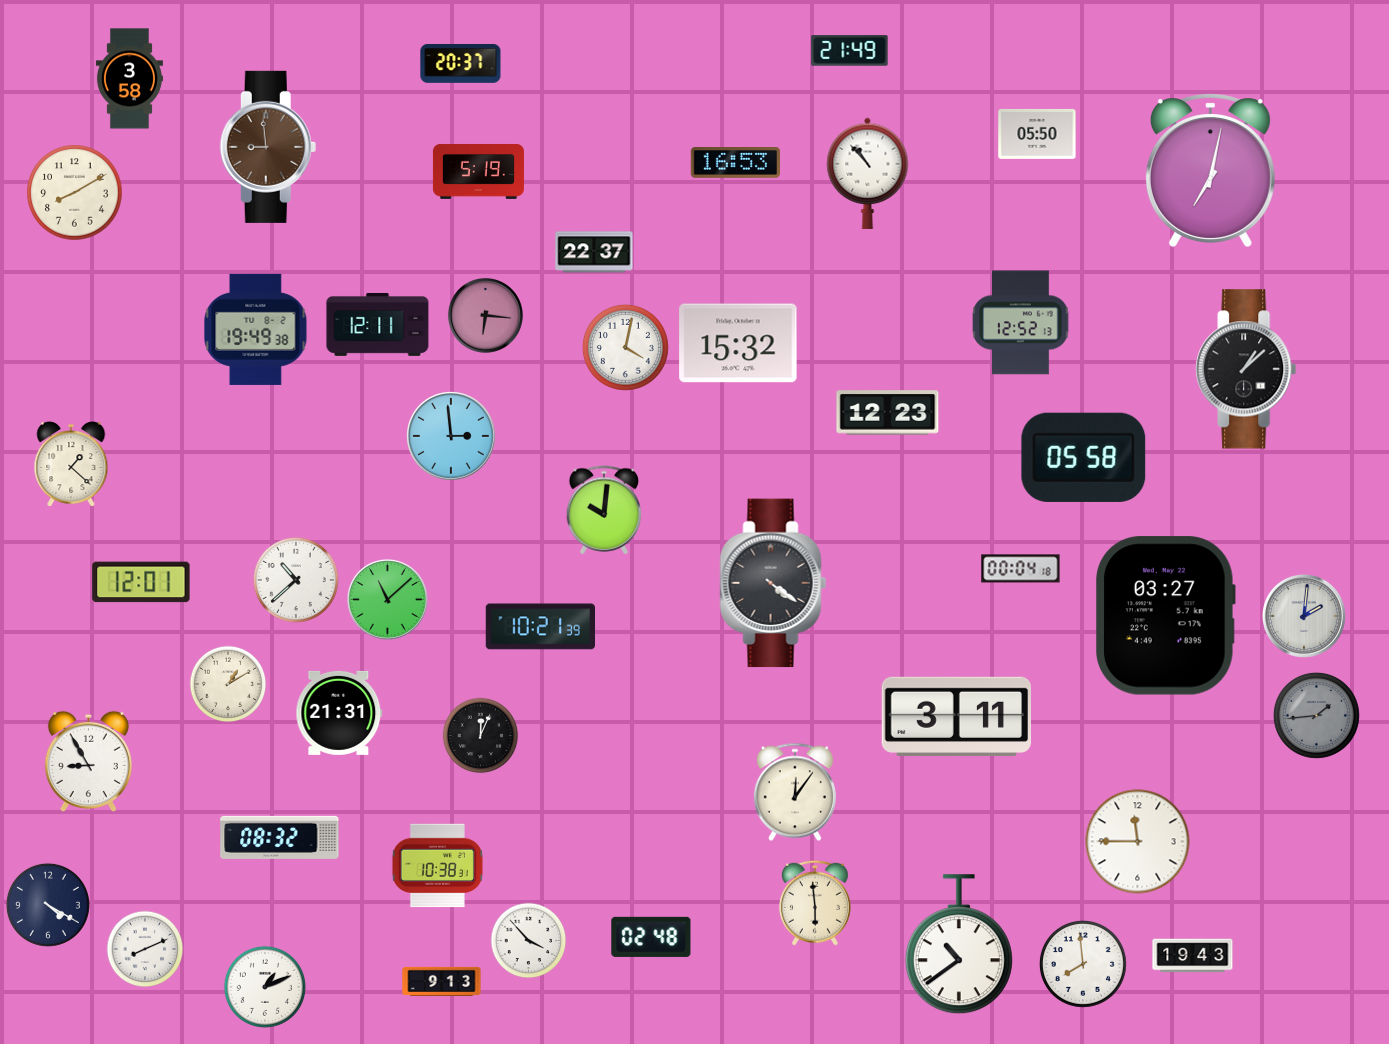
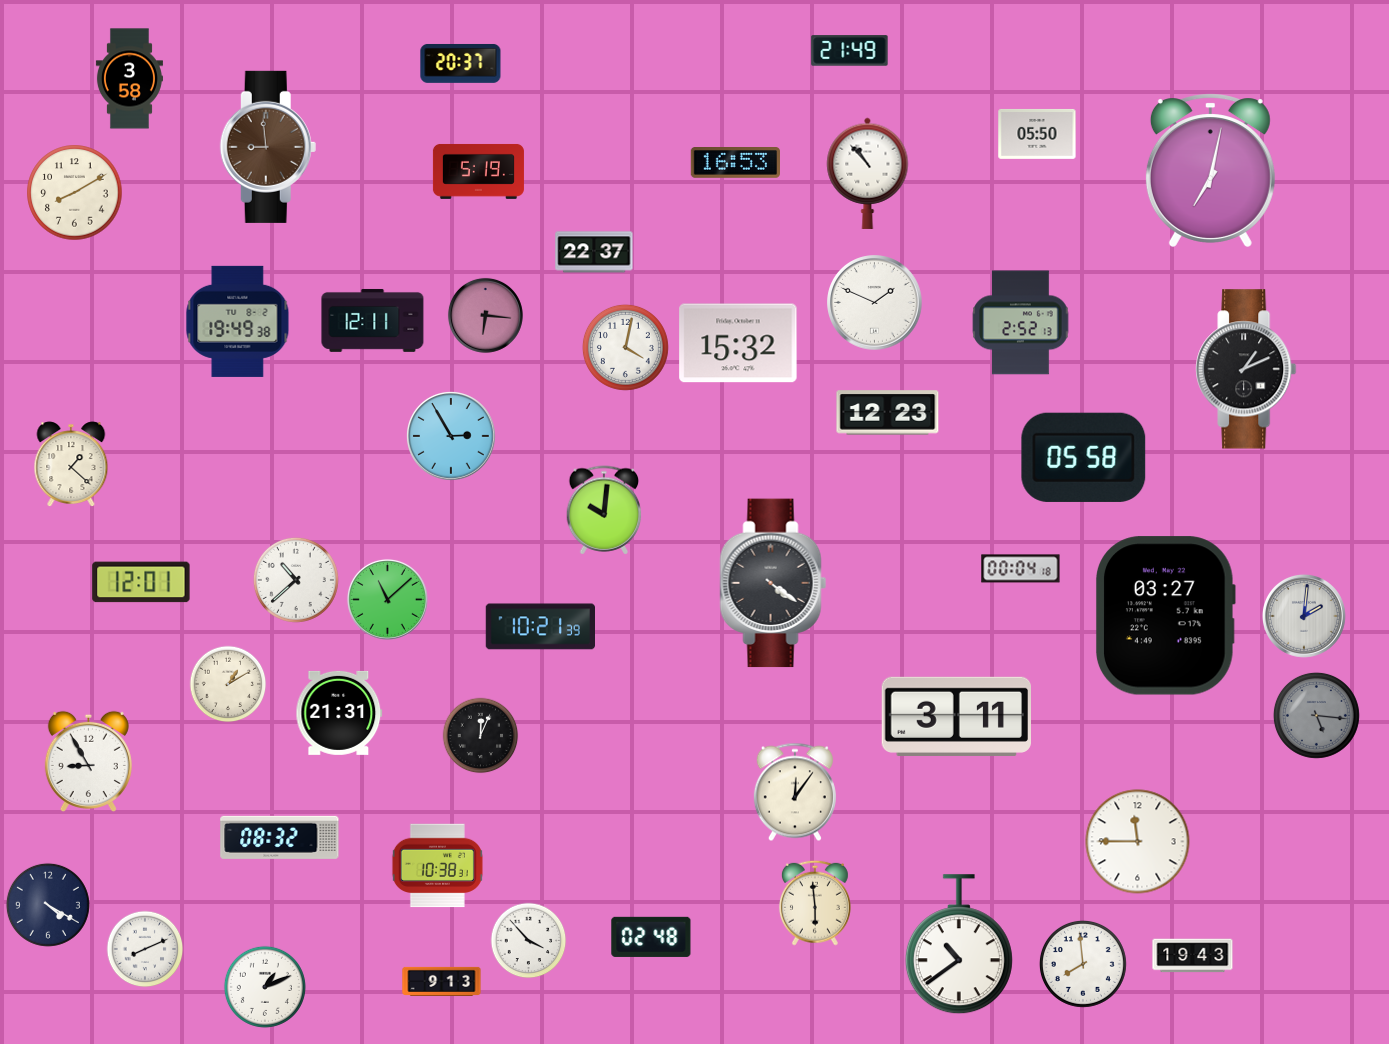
clock at (875, 303): none -> 1:49
clock at (1021, 323): 12:52 -> 2:52
clock at (378, 324) position: (378, 324) -> (373, 320)
clock at (256, 329) position: (256, 329) -> (238, 321)
clock at (1246, 369): 1:08 -> 1:11
clock at (452, 437): 2:59 -> 2:55
clock at (1316, 715): 1:44 -> 5:16
